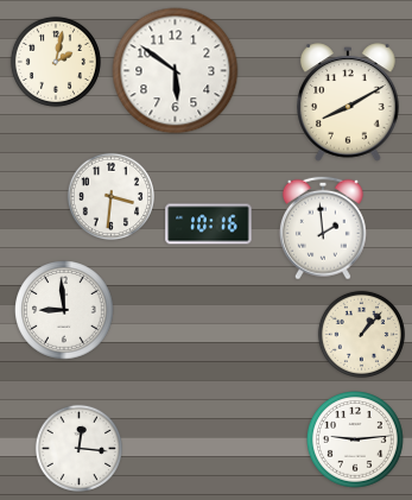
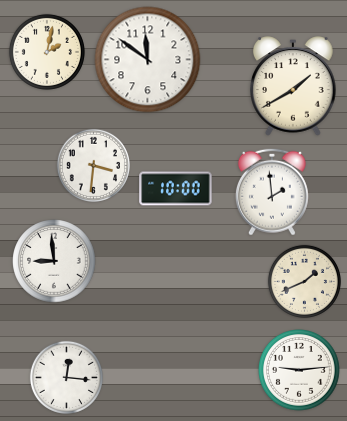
clock at (176, 71): 5:51 -> 11:51
clock at (348, 102): 8:10 -> 1:40
clock at (209, 224): 10:16 -> 10:00
clock at (361, 334): 1:07 -> 1:41
